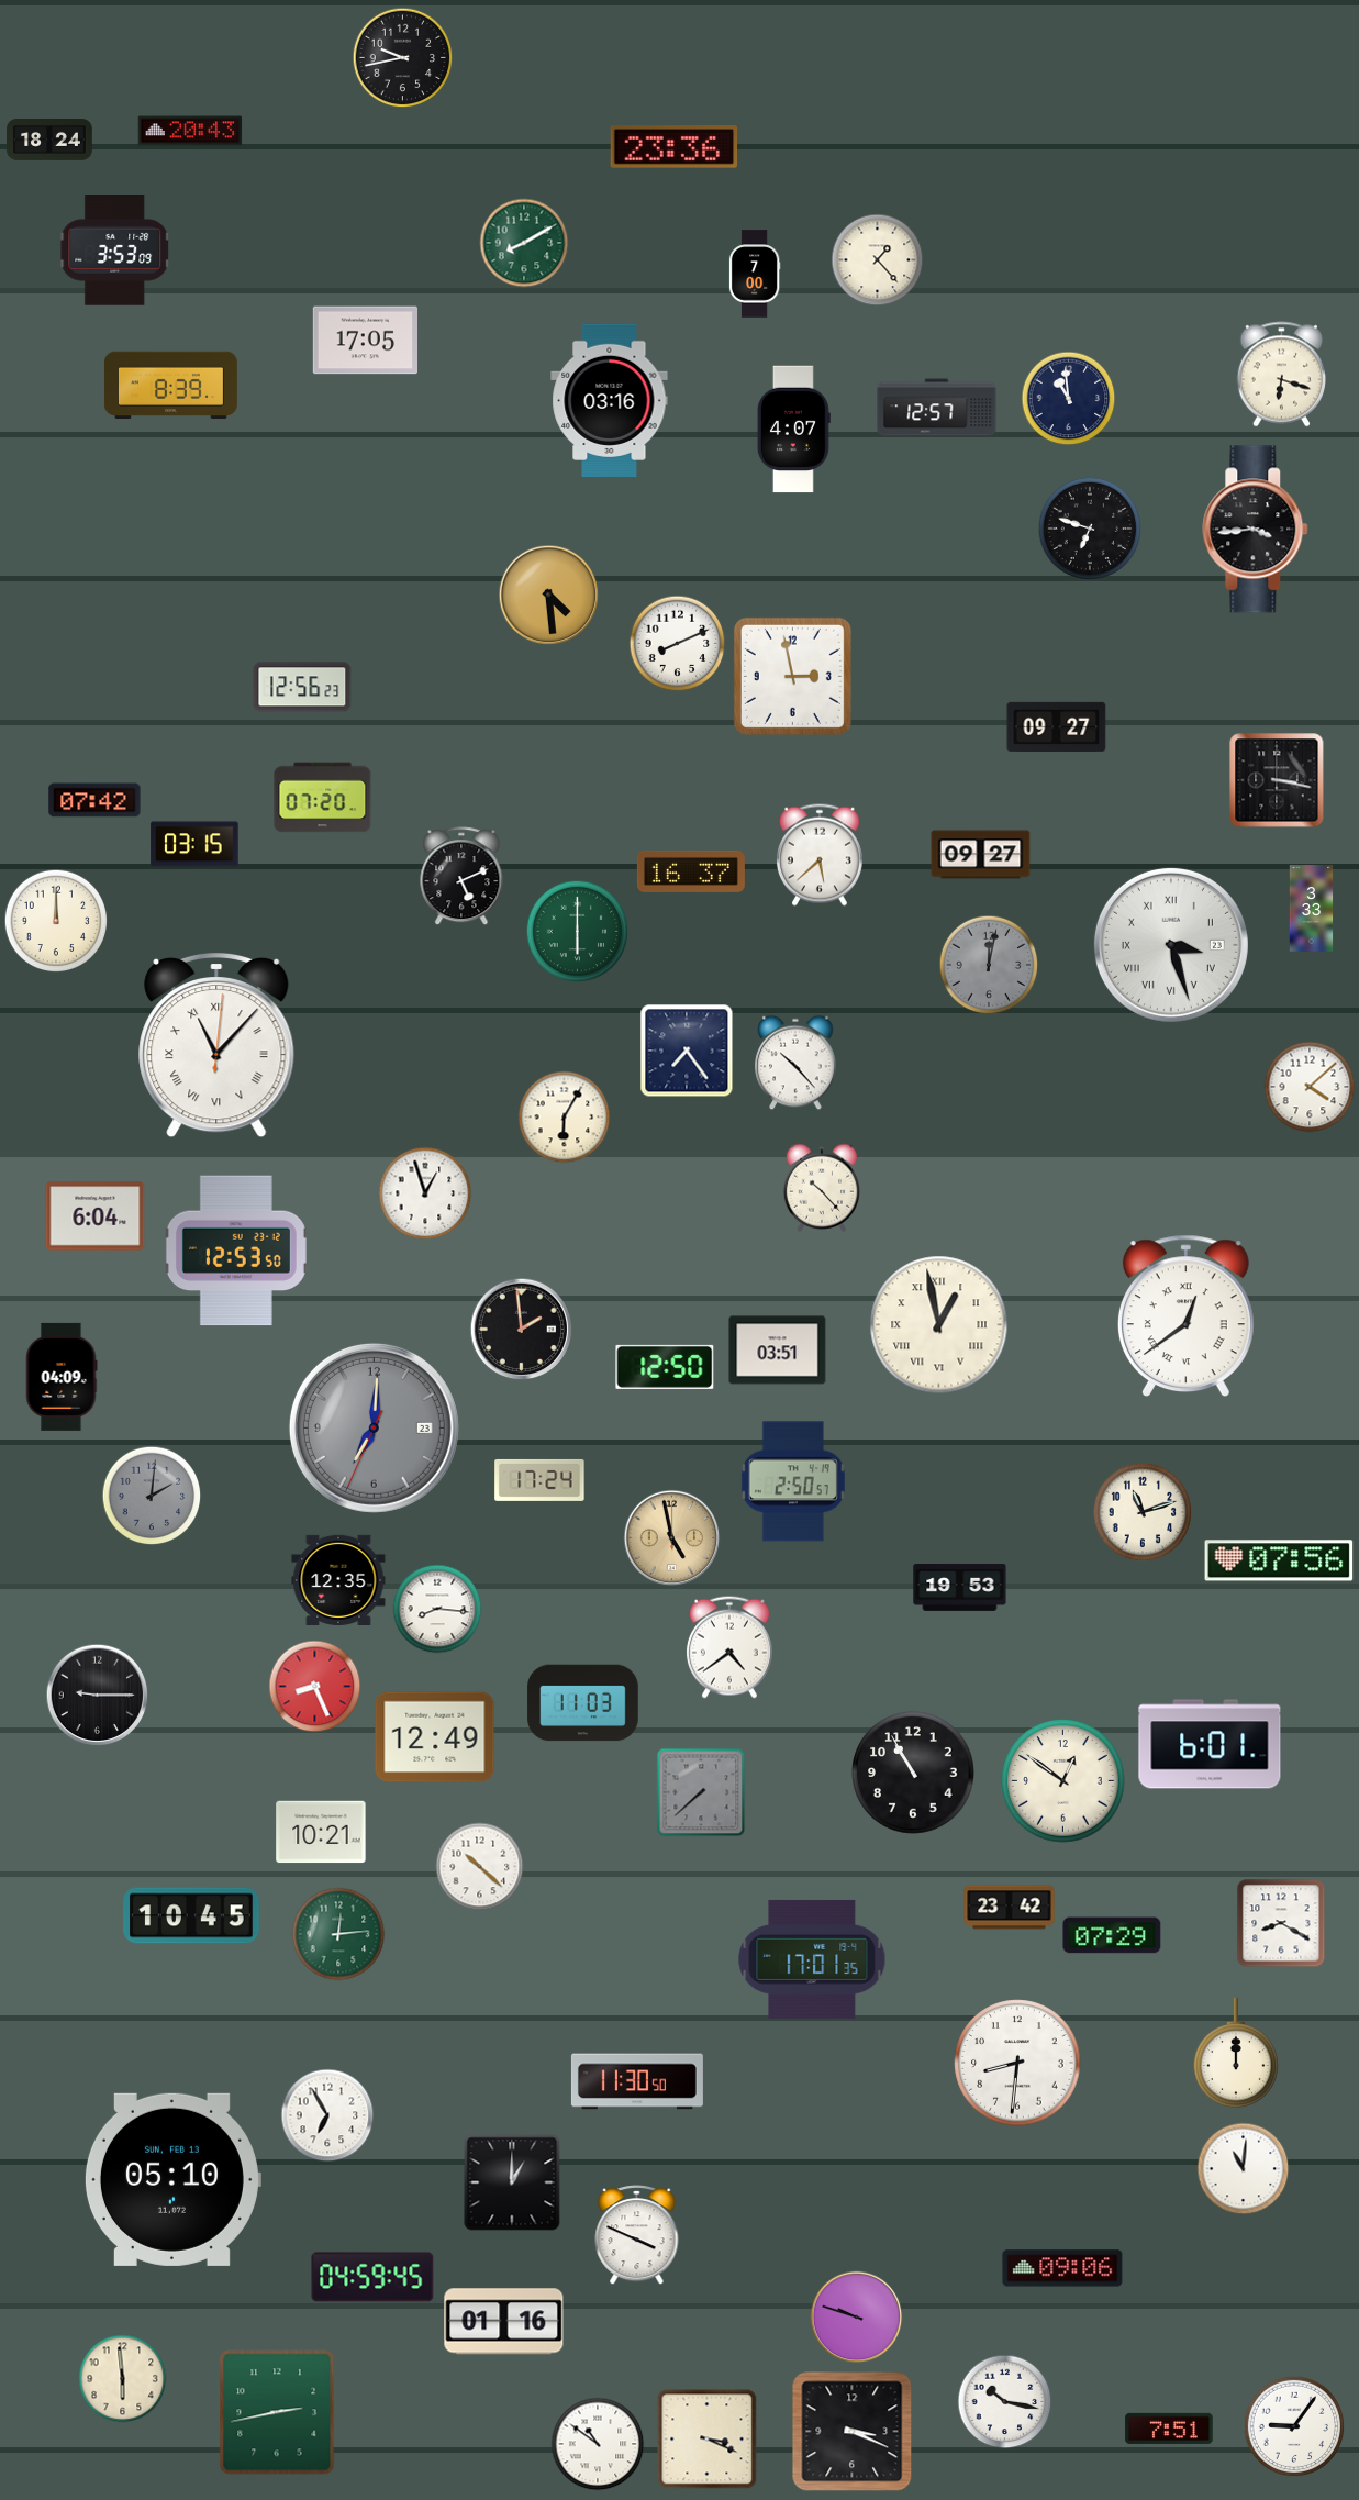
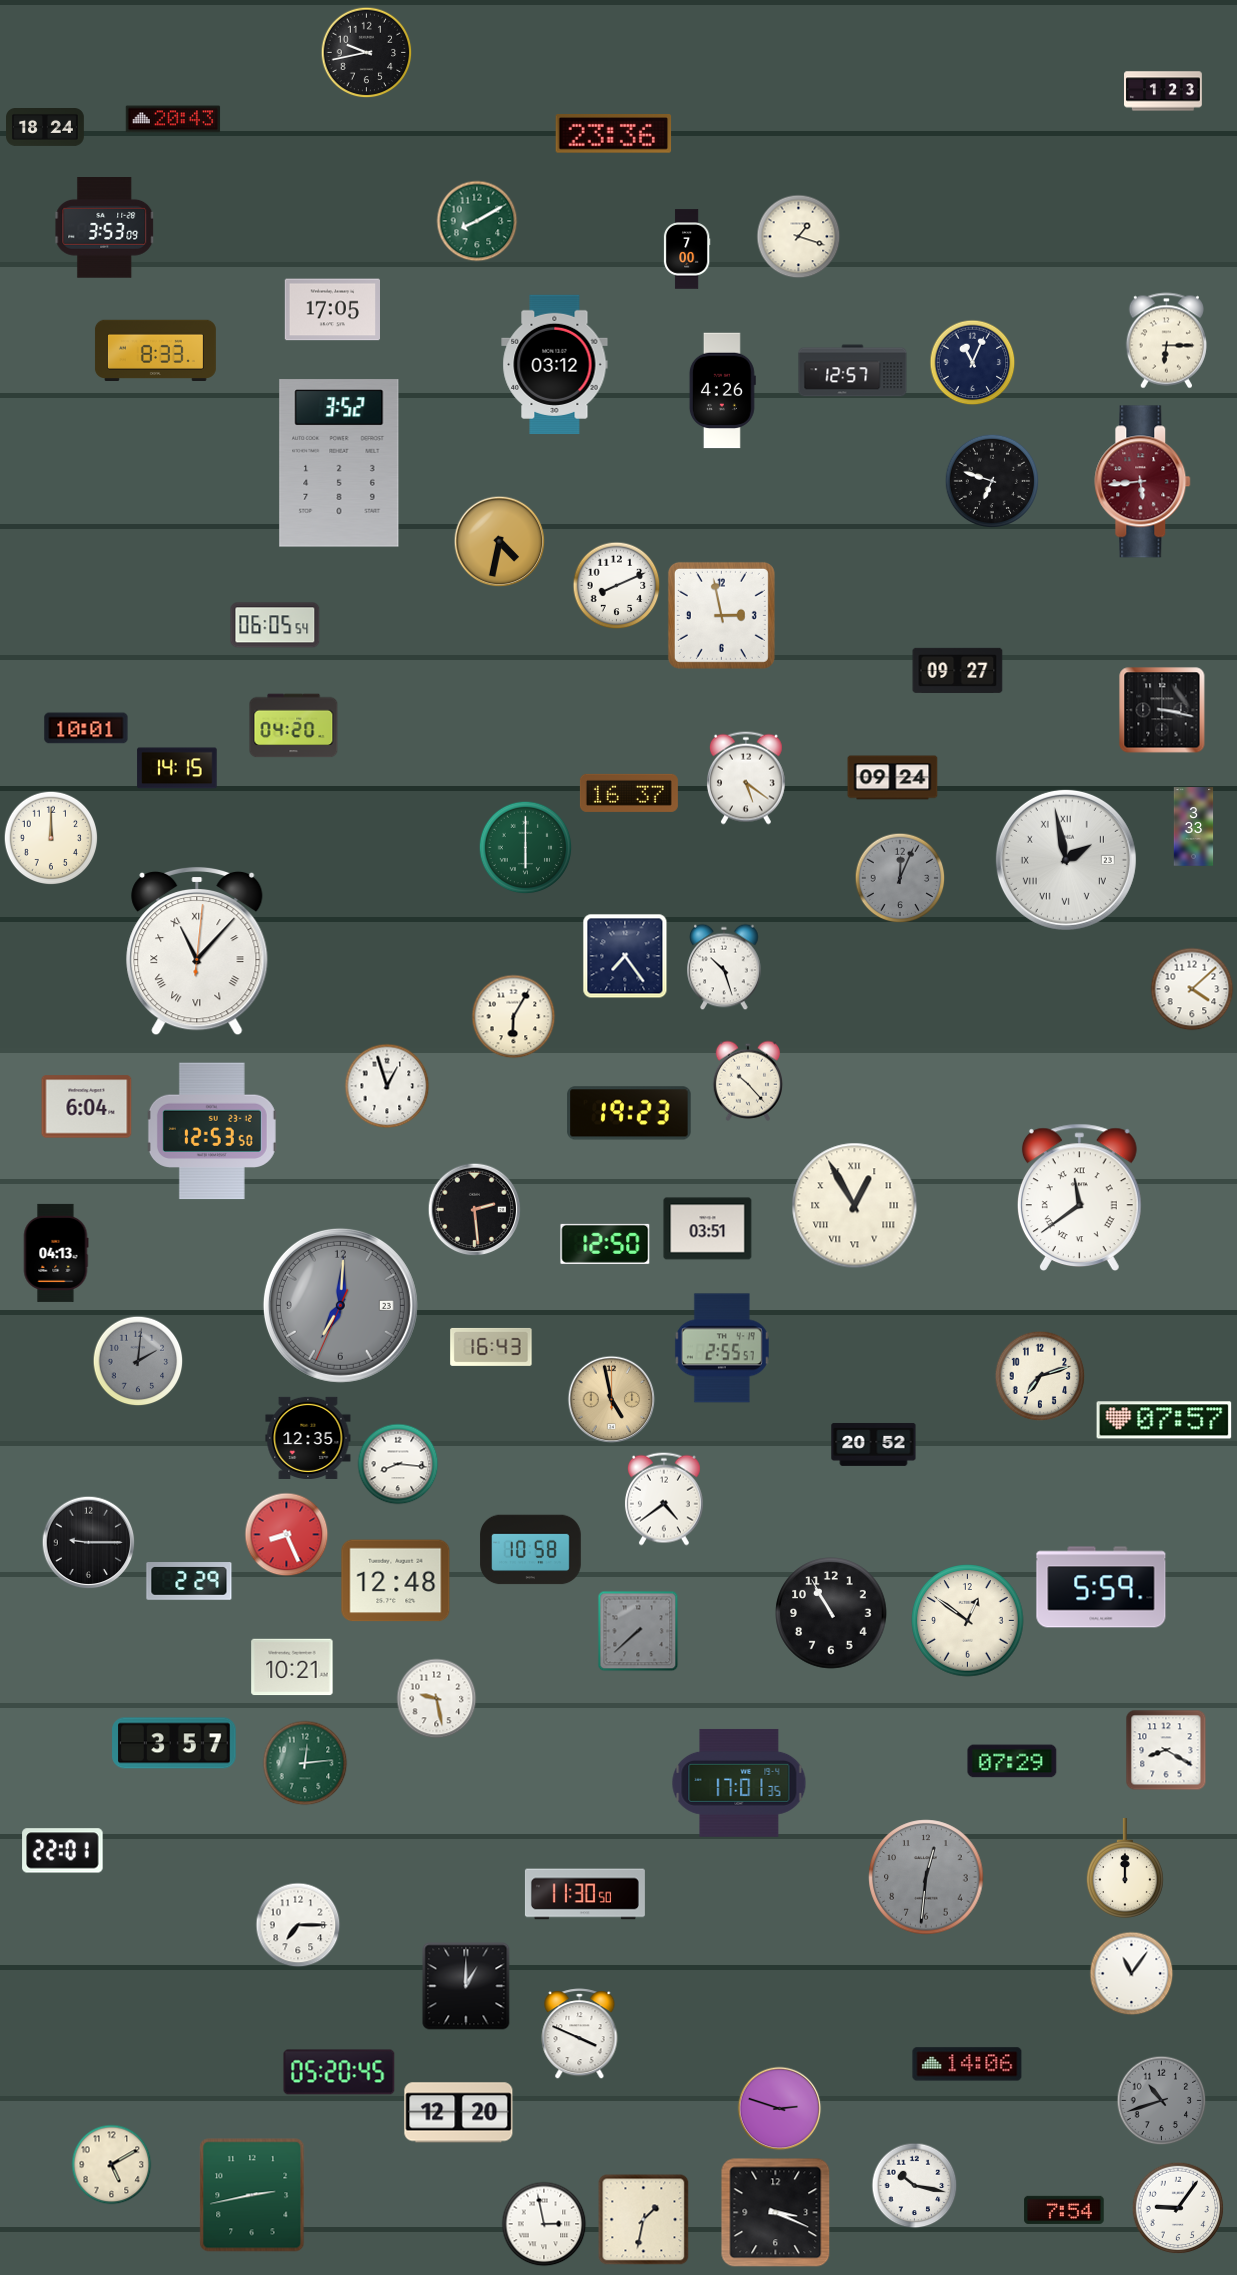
clock at (1164, 91): none -> 1:23
clock at (878, 260): 1:23 -> 1:18
clock at (1281, 375): 6:18 -> 6:15
clock at (170, 385): 8:39 -> 8:33
clock at (1069, 399): 10:59 -> 11:04
clock at (610, 400): 03:16 -> 03:12
clock at (793, 430): 4:07 -> 4:26
clock at (339, 463): none -> 3:52
clock at (1256, 530): 3:44 -> 5:44
clock at (1256, 530) dial: black -> burgundy
clock at (549, 596): 4:29 -> 4:32
clock at (302, 687): 12:56 -> 06:05
clock at (1057, 726) position: (1057, 726) -> (958, 670)
clock at (323, 798): 07:20 -> 04:20
clock at (94, 800): 07:42 -> 10:01
clock at (194, 844): 03:15 -> 14:15
clock at (820, 855): 5:38 -> 5:21
clock at (981, 855): 09:27 -> 09:24
clock at (461, 877): 5:11 -> none
clock at (1171, 945): 3:27 -> 1:58
clock at (989, 965): 12:02 -> 12:04
clock at (795, 1063): 10:23 -> 10:27
clock at (629, 1113): none -> 19:23
clock at (236, 1251) position: (236, 1251) -> (212, 1131)
clock at (1185, 1315): 12:39 -> 11:39
clock at (939, 1325): 12:58 -> 12:55
clock at (522, 1330): 1:59 -> 2:29
clock at (62, 1377): 04:09 -> 04:13
clock at (374, 1427) position: (374, 1427) -> (340, 1305)
clock at (539, 1480): 17:24 -> 16:43
clock at (793, 1481): 2:50 -> 2:55
clock at (1143, 1512): 11:12 -> 7:12
clock at (1279, 1560): 07:56 -> 07:57
clock at (960, 1587): 19:53 -> 20:52
clock at (583, 1703): 11:03 -> 10:58
clock at (189, 1581): none -> 2:29
clock at (435, 1737): 12:49 -> 12:48
clock at (1210, 1744): 6:01 -> 5:59
clock at (480, 1867): 10:22 -> 9:28
clock at (1010, 1908): 23:42 -> none
clock at (191, 1915): 10:45 -> 3:57
clock at (338, 1934) position: (338, 1934) -> (305, 1763)
clock at (63, 1851): none -> 22:01
clock at (1017, 2063): 8:31 -> 12:31
clock at (1017, 2063) dial: white -> grey
clock at (637, 2081) position: (637, 2081) -> (585, 1894)
clock at (327, 2115): 6:55 -> 7:15
clock at (1244, 2169): 11:01 -> 11:06
clock at (172, 2179): 05:10 -> none
clock at (1062, 2268): 09:06 -> 14:06
clock at (372, 2277): 04:59 -> 05:20
clock at (1162, 2101): none -> 10:42
clock at (857, 2318): 9:48 -> 2:48
clock at (504, 2322): 01:16 -> 12:20
clock at (123, 2379): 5:59 -> 5:10
clock at (1169, 2429): 7:51 -> 7:54
clock at (708, 2440): 3:19 -> 1:32
clock at (598, 2444): 10:51 -> 2:58
